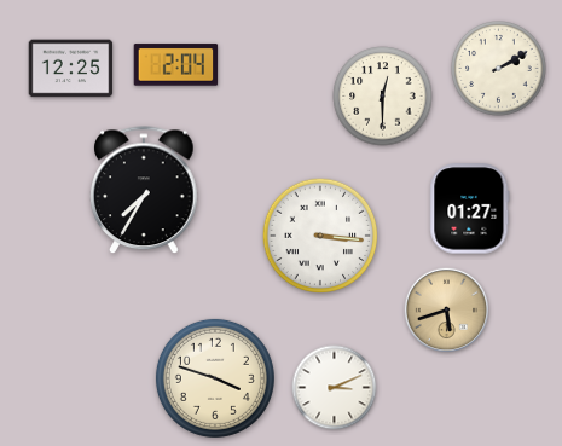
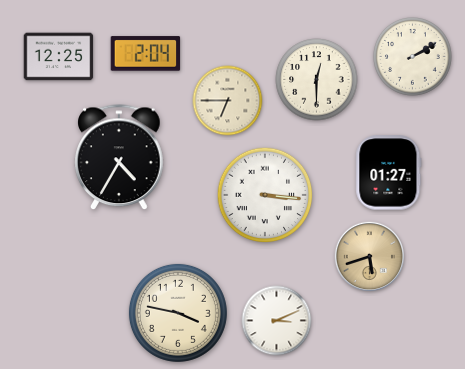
clock at (228, 101): none -> 6:45
clock at (144, 191): 7:35 -> 4:35
clock at (215, 378): 3:48 -> 3:47
